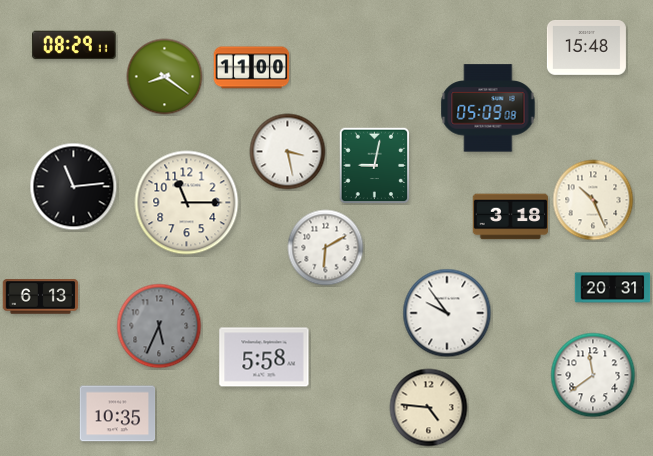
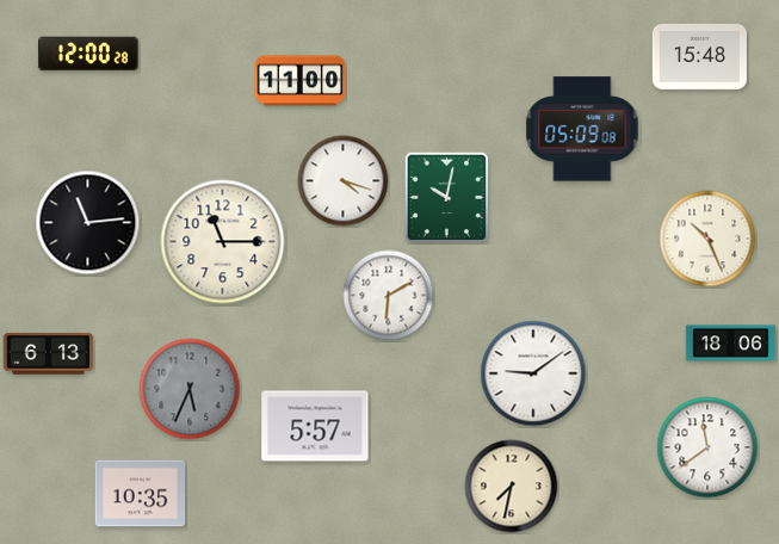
clock at (74, 45): 08:29 -> 12:00
clock at (165, 77): 8:21 -> none
clock at (288, 152): 3:28 -> 4:18
clock at (375, 166): 9:02 -> 10:02
clock at (511, 217): 3:18 -> none
clock at (613, 288): 20:31 -> 18:06
clock at (447, 313): 9:54 -> 9:09
clock at (264, 357): 5:58 -> 5:57
clock at (429, 408): 4:46 -> 7:32
